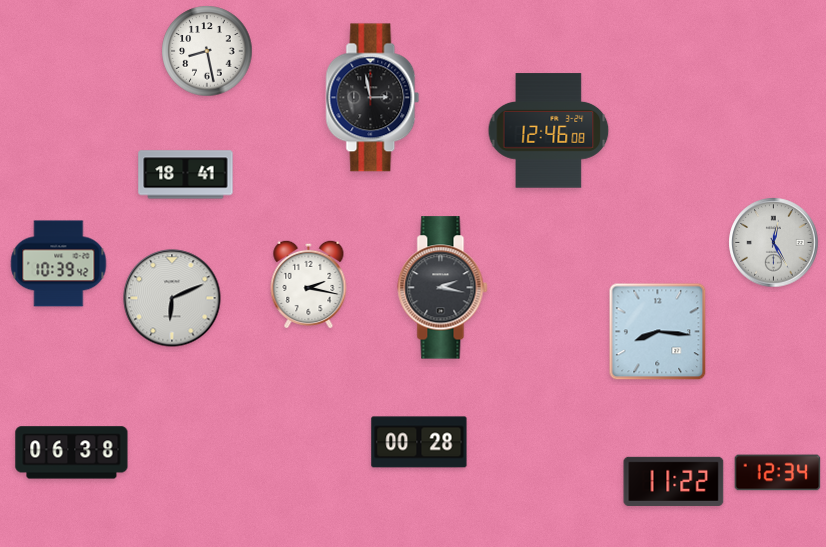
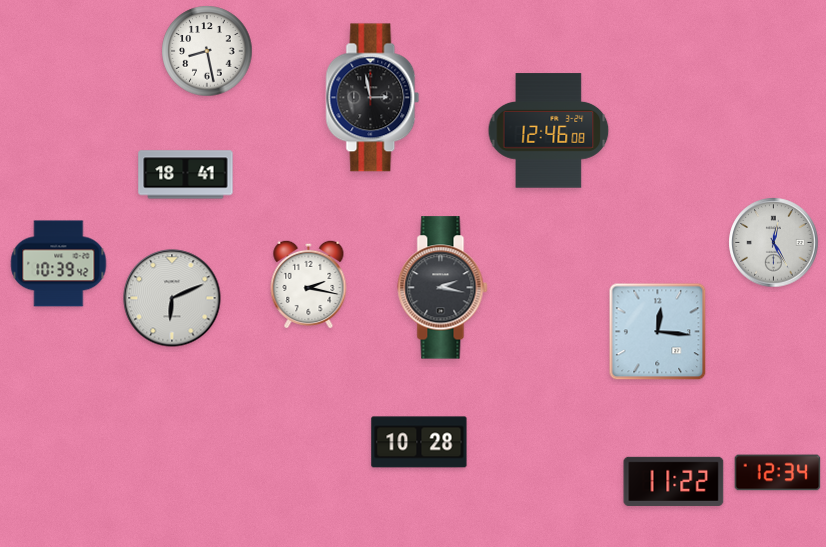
clock at (658, 332): 8:16 -> 12:16
clock at (419, 442): 00:28 -> 10:28
clock at (72, 453): 06:38 -> none
